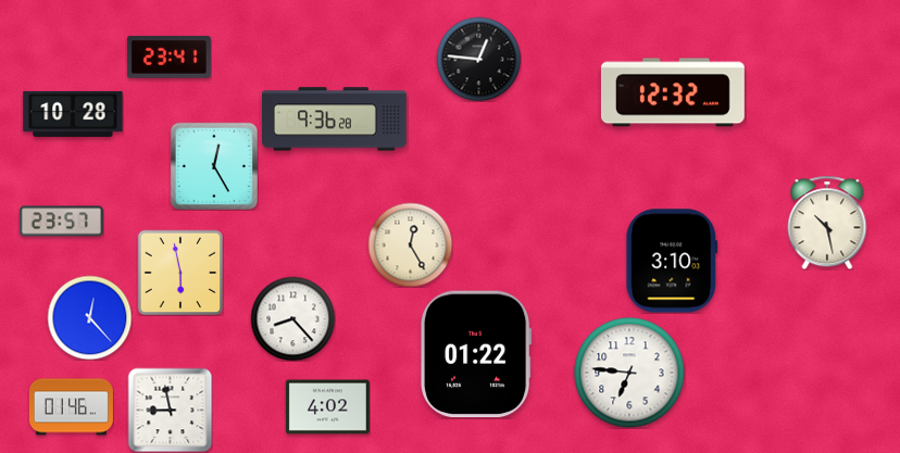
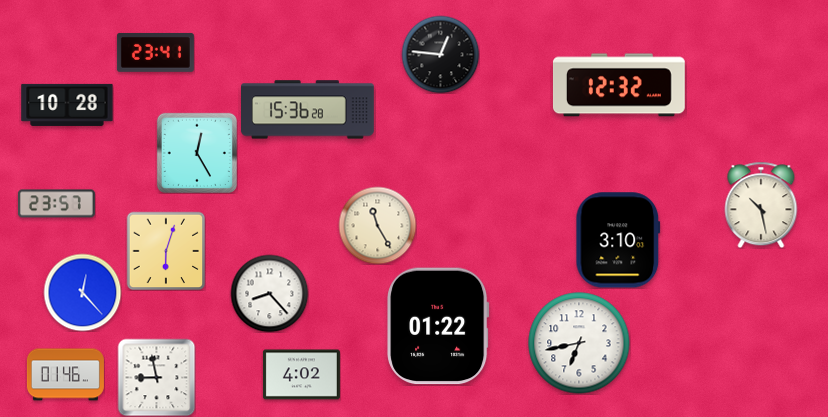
clock at (335, 119): 9:36 -> 15:36
clock at (410, 244): 12:25 -> 11:25
clock at (180, 273): 5:58 -> 6:03
clock at (629, 373): 6:46 -> 6:43
